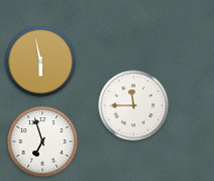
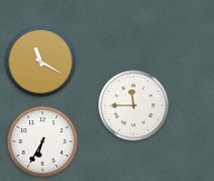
clock at (41, 62): 5:58 -> 11:20
clock at (43, 142): 6:57 -> 6:35
